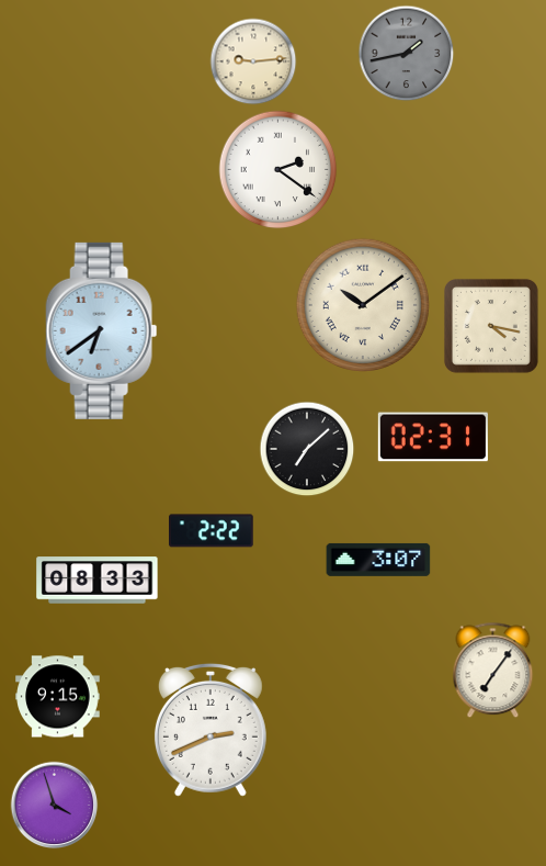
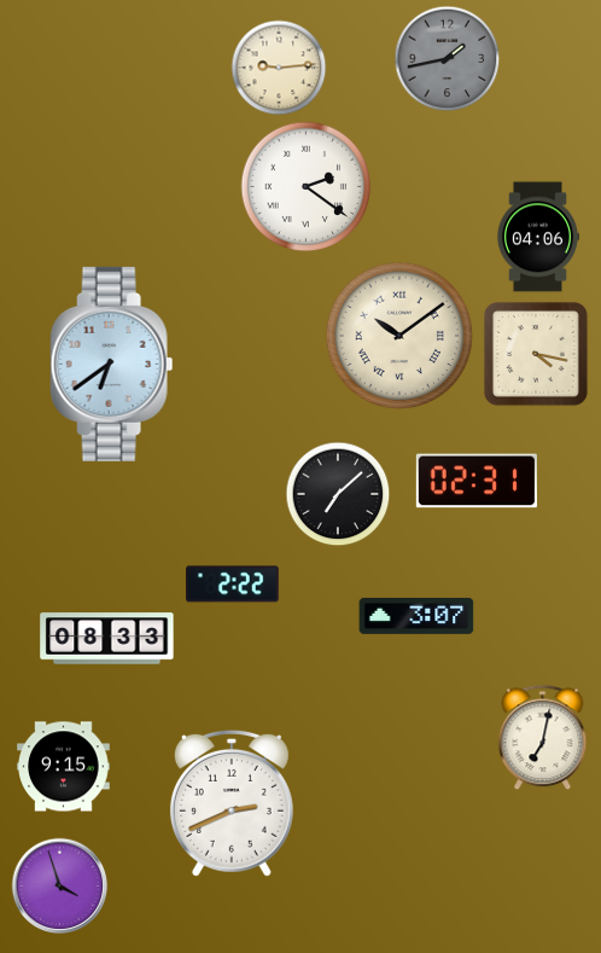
clock at (537, 237): none -> 04:06
clock at (491, 326) position: (491, 326) -> (536, 354)
clock at (493, 671): 7:06 -> 7:02
